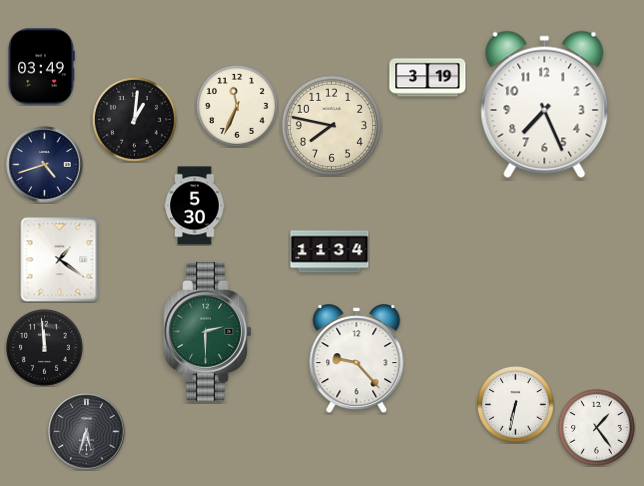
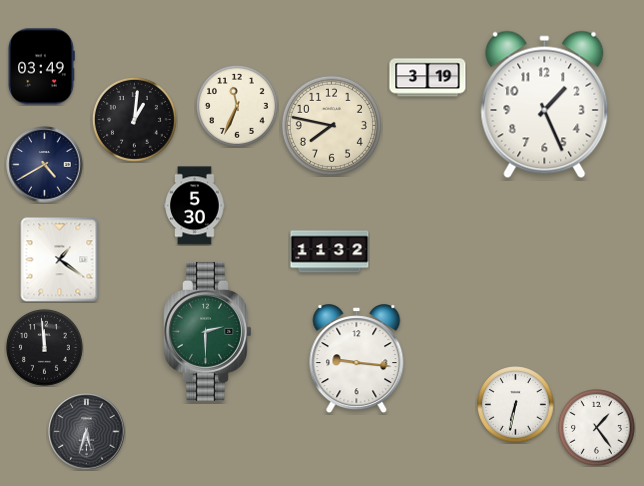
clock at (545, 105): 7:26 -> 1:26
clock at (45, 165): 4:42 -> 4:40
clock at (330, 252): 11:34 -> 11:32
clock at (357, 359): 9:23 -> 9:16
